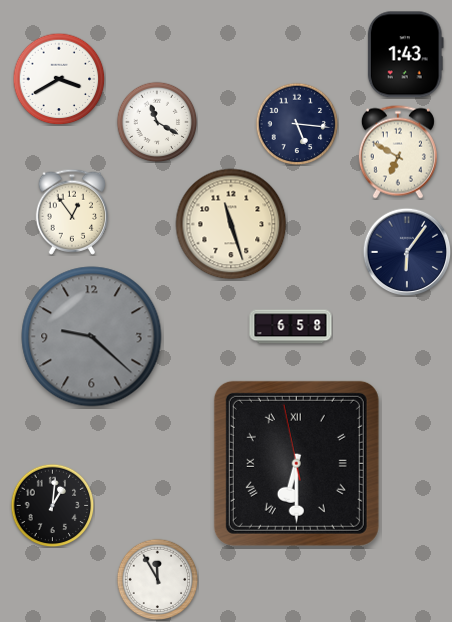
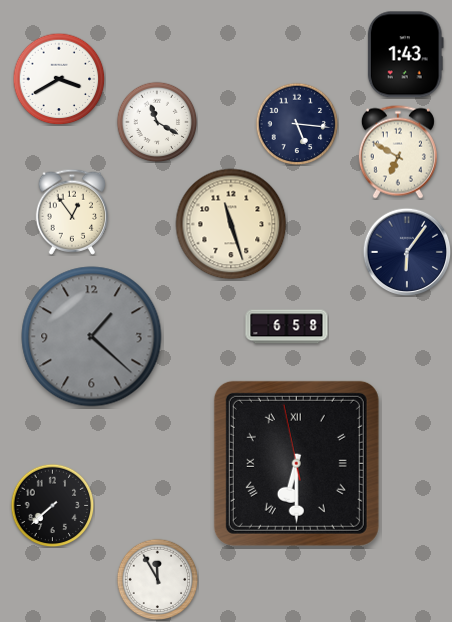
clock at (291, 327) position: (291, 327) -> (287, 327)
clock at (92, 337): 9:22 -> 1:22
clock at (52, 505): 1:01 -> 7:38
